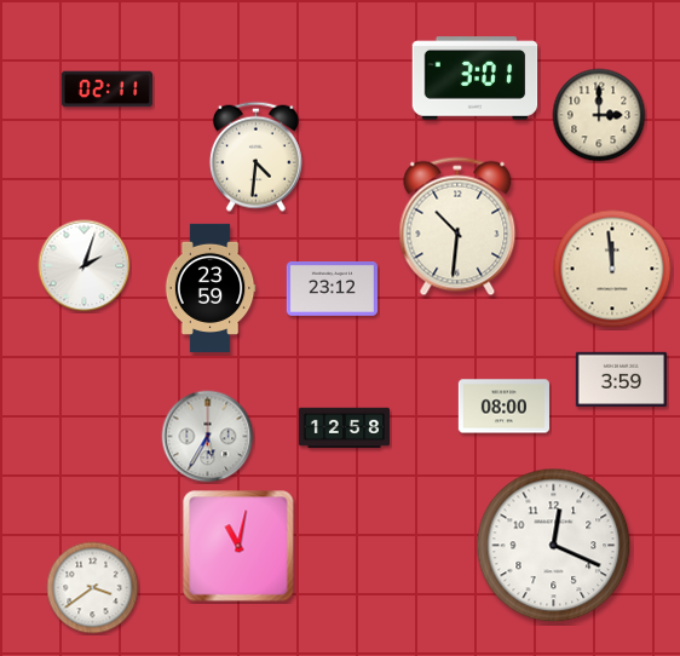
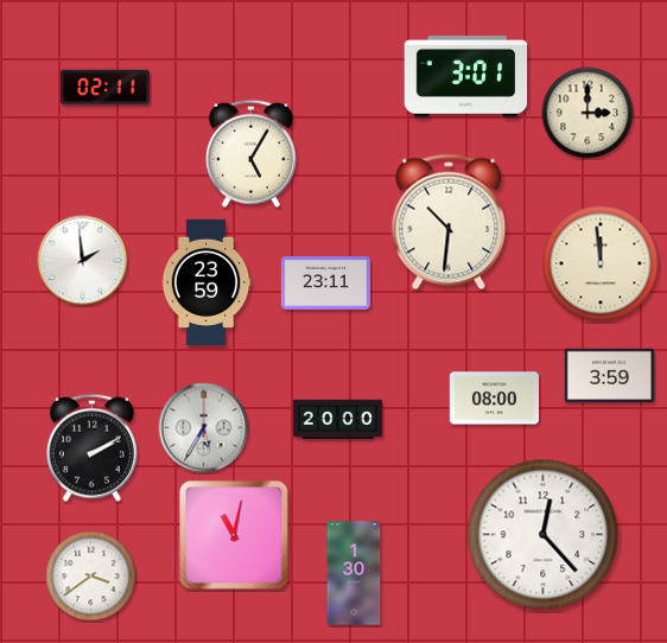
clock at (255, 156): 4:31 -> 5:05
clock at (85, 266): 2:03 -> 1:59
clock at (332, 289): 23:12 -> 23:11
clock at (621, 379) position: (621, 379) -> (609, 375)
clock at (344, 428): 12:58 -> 20:00
clock at (91, 447): none -> 2:10
clock at (554, 546): 12:19 -> 12:23
clock at (354, 573): none -> 1:30
